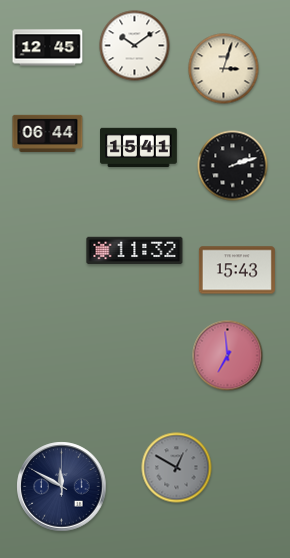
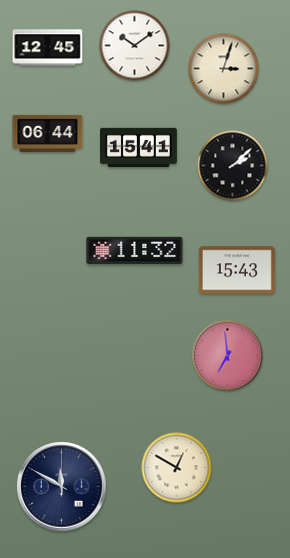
clock at (233, 166): 2:12 -> 2:08
clock at (177, 468) dial: grey -> cream
